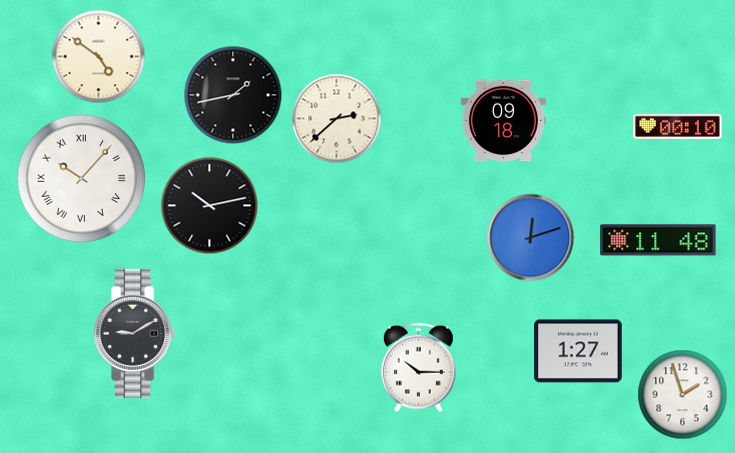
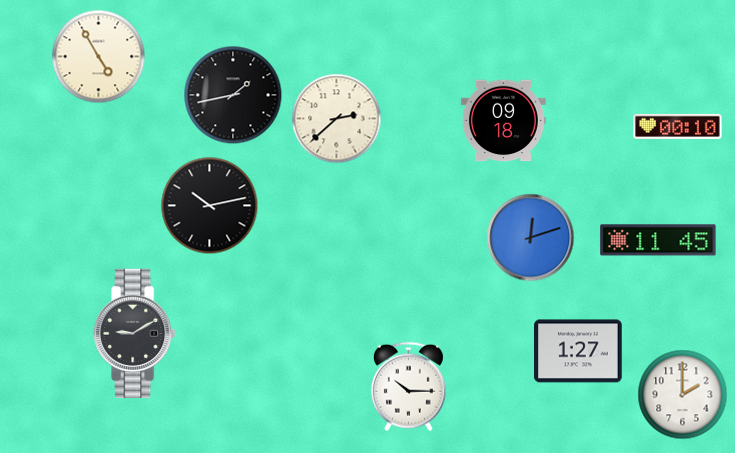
clock at (99, 57): 4:51 -> 4:55
clock at (82, 179): 10:07 -> none
clock at (658, 240): 11:48 -> 11:45
clock at (418, 368) position: (418, 368) -> (408, 387)
clock at (683, 395): 1:57 -> 2:00
